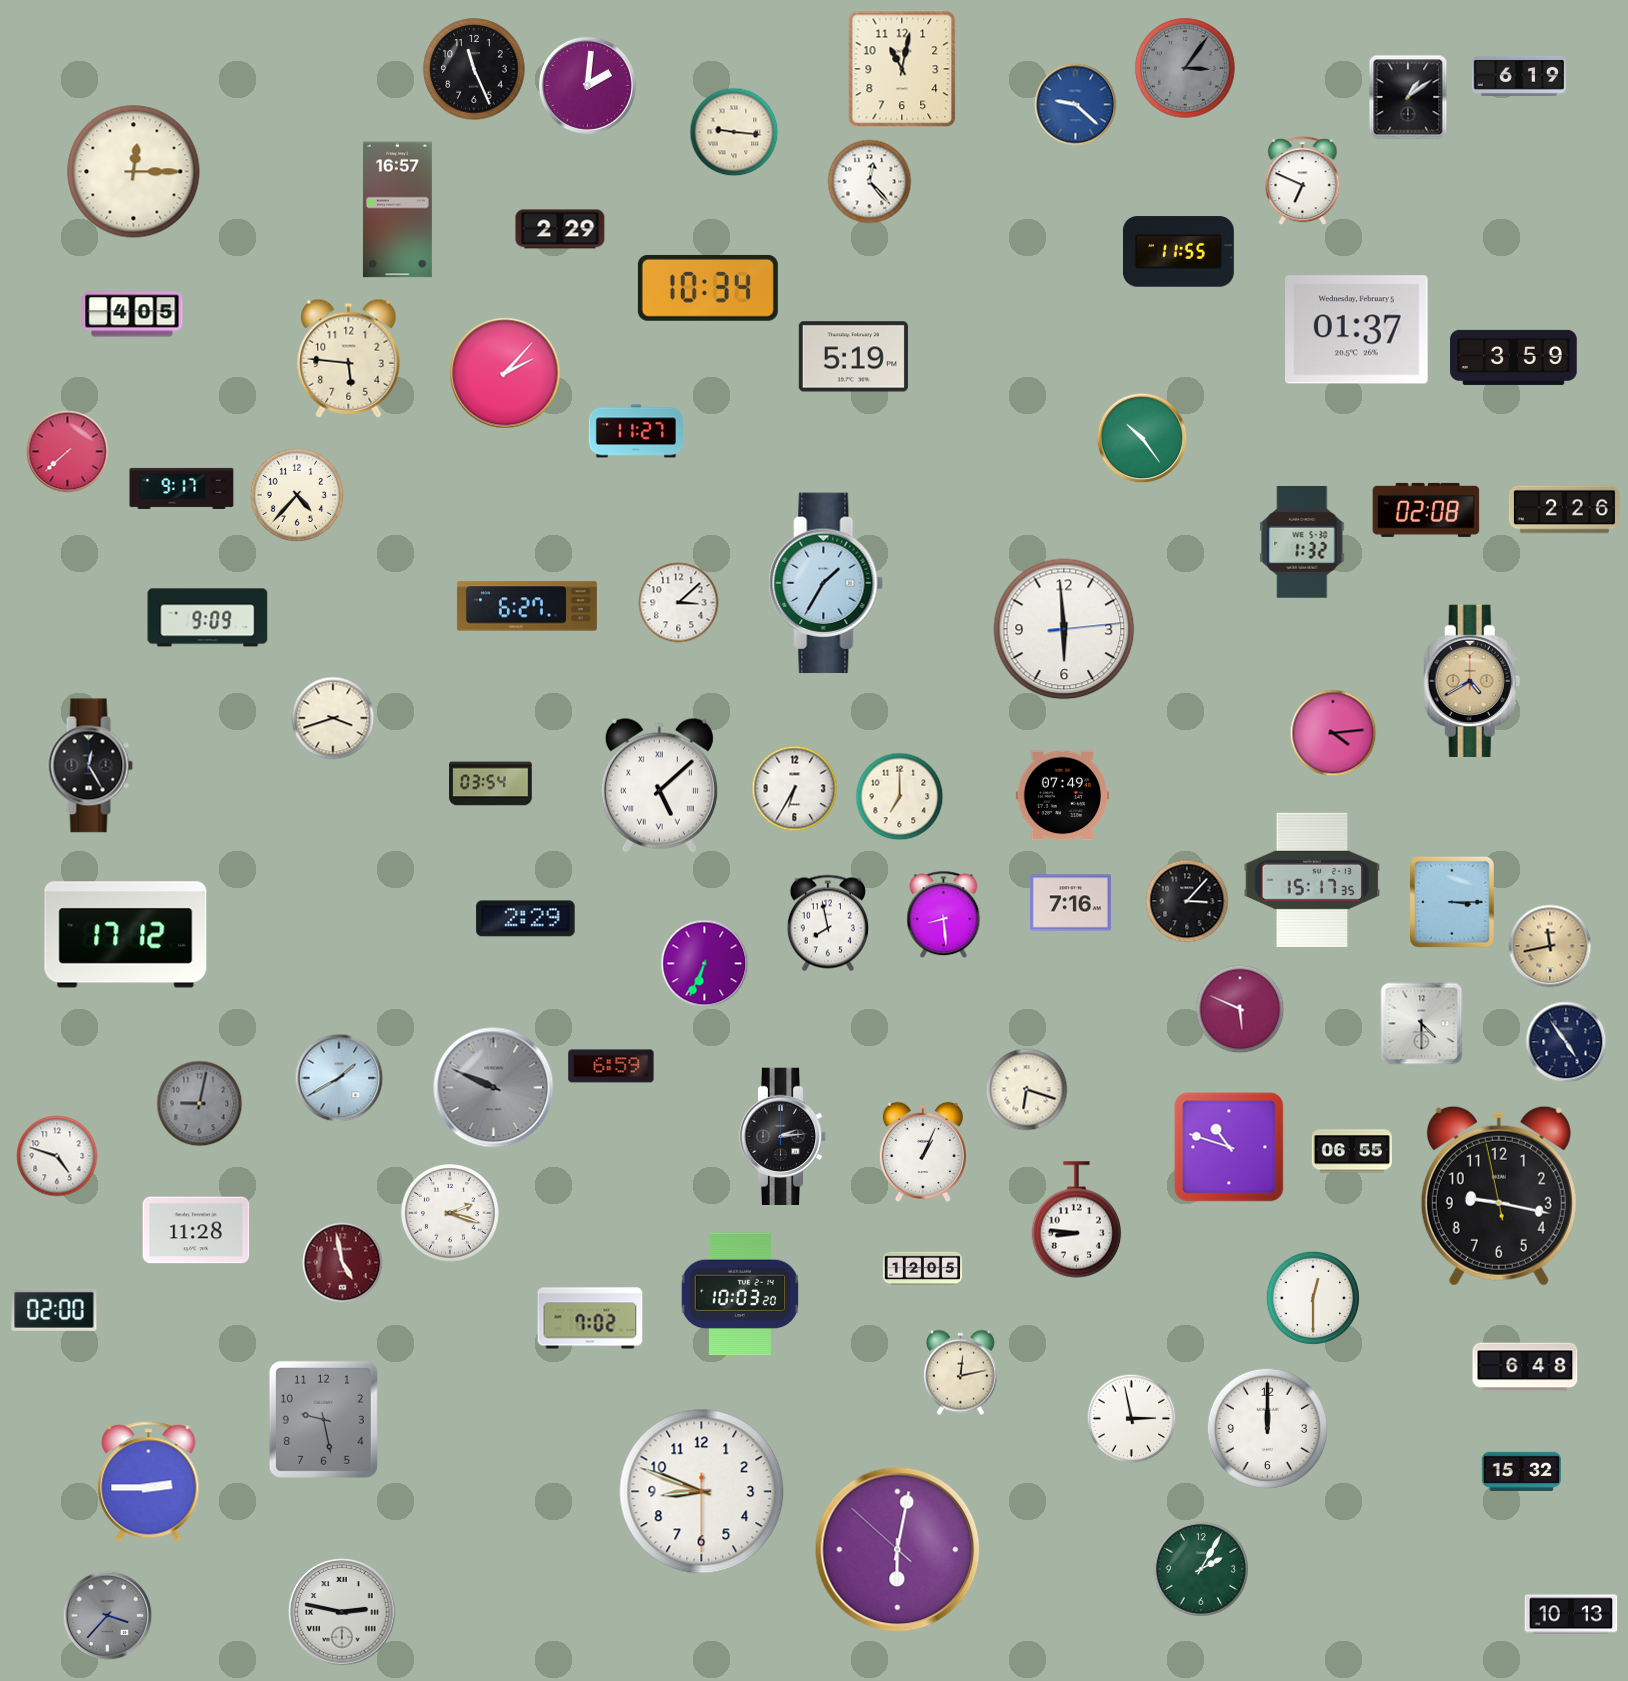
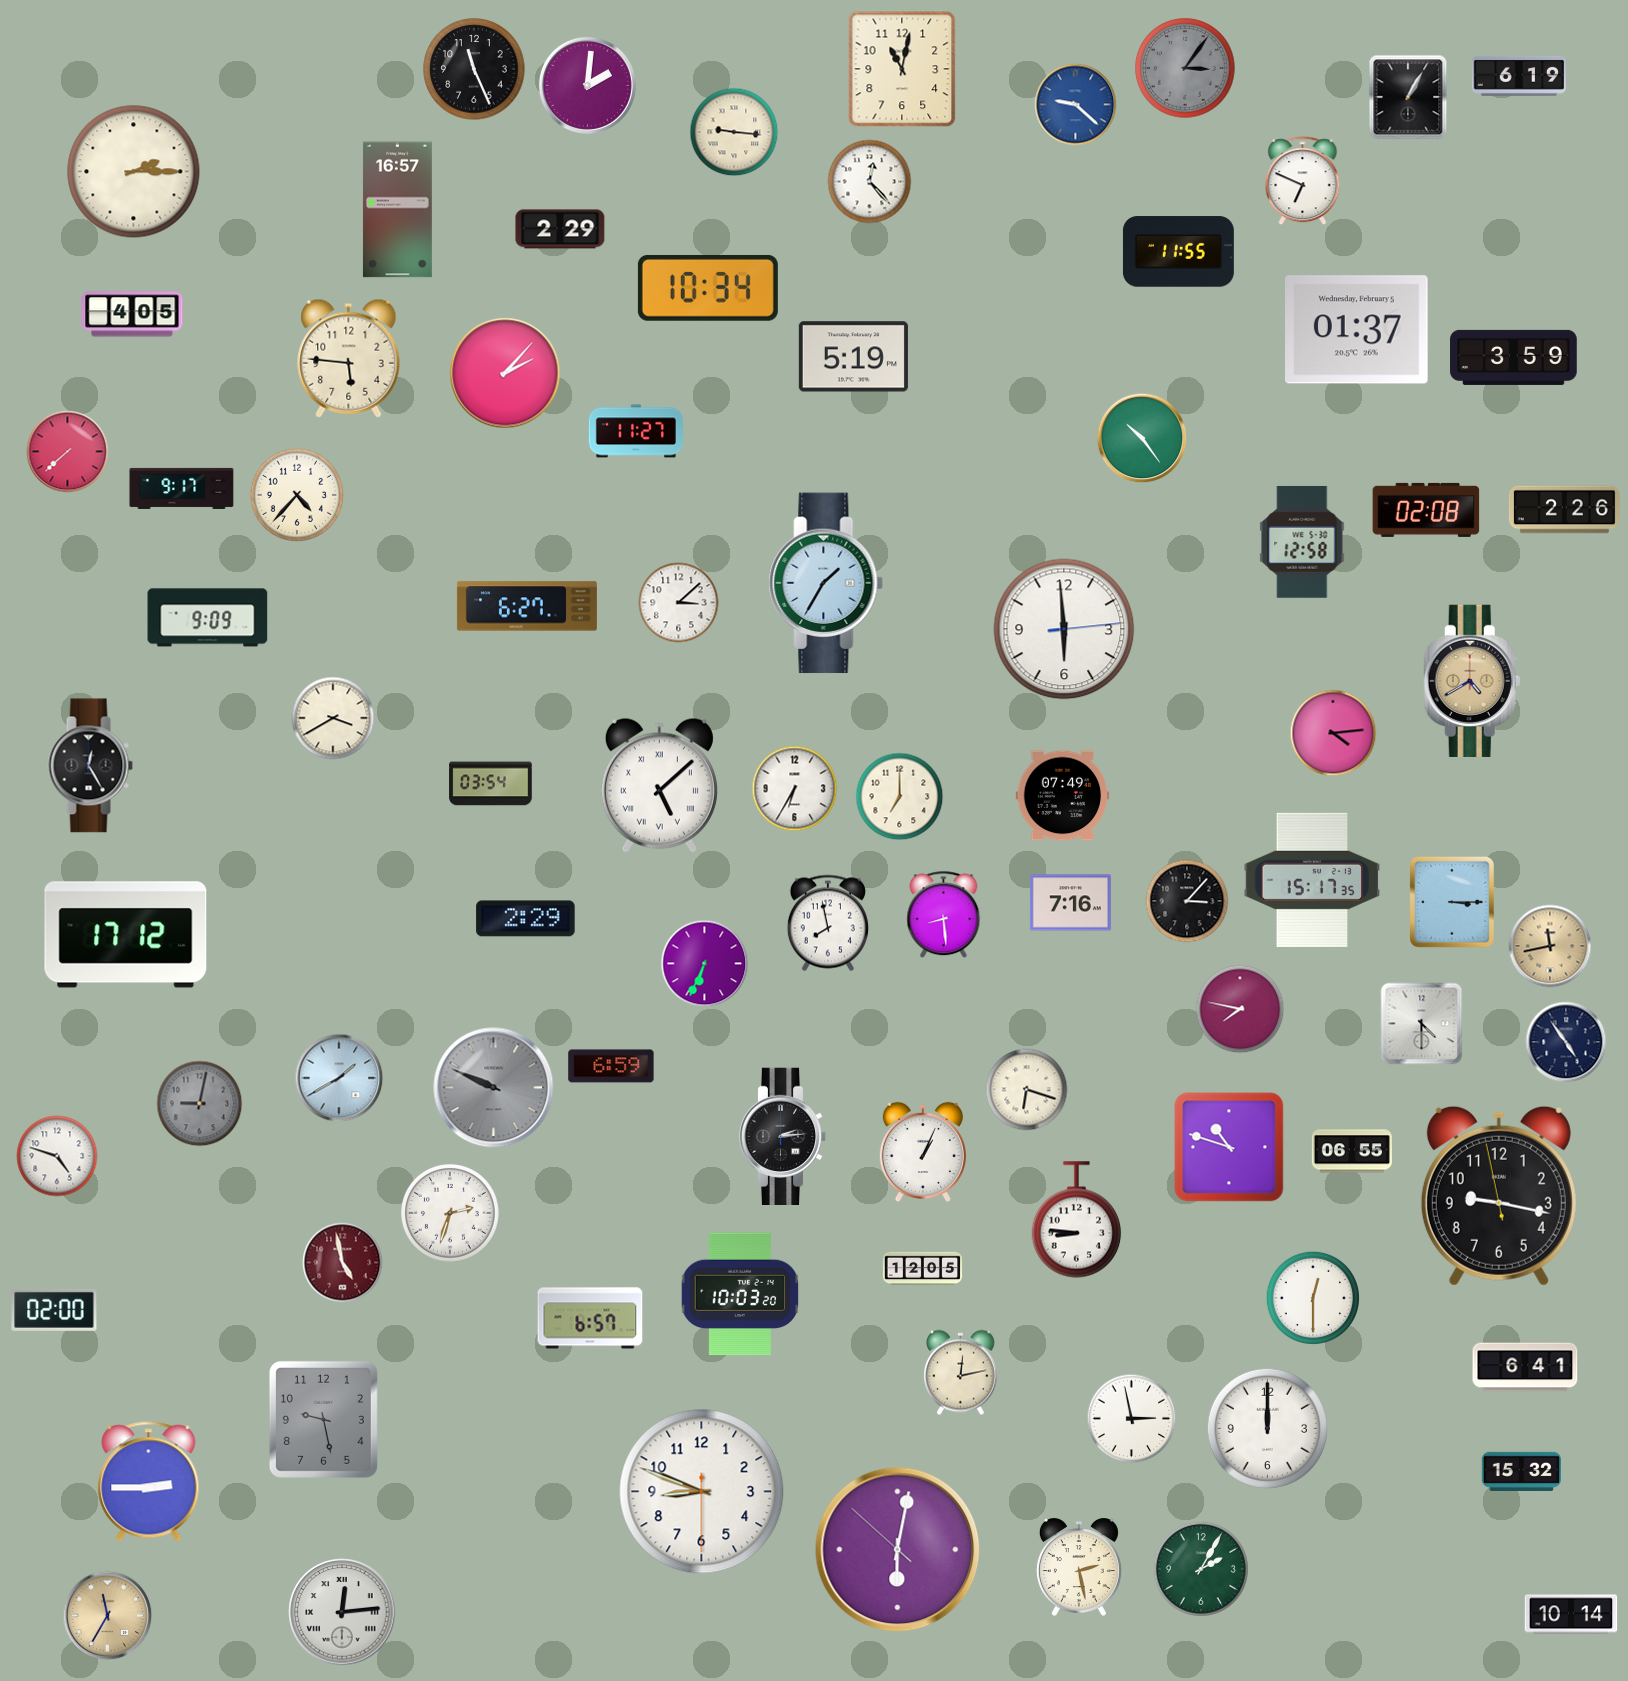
clock at (1408, 97): 1:09 -> 1:05
clock at (134, 172): 12:15 -> 2:15
clock at (1302, 542): 1:32 -> 12:58
clock at (333, 718): 3:42 -> 3:40
clock at (1240, 1009): 5:49 -> 7:47
clock at (451, 1214): 2:18 -> 2:33
clock at (196, 1230): 11:28 -> none
clock at (590, 1318): 7:02 -> 6:57
clock at (1525, 1367): 6:48 -> 6:41
clock at (1079, 1567): none -> 2:28
clock at (342, 1612): 2:47 -> 12:14
clock at (1571, 1614): 10:13 -> 10:14
clock at (108, 1616): 3:37 -> 11:35
clock at (108, 1616) dial: grey -> champagne
